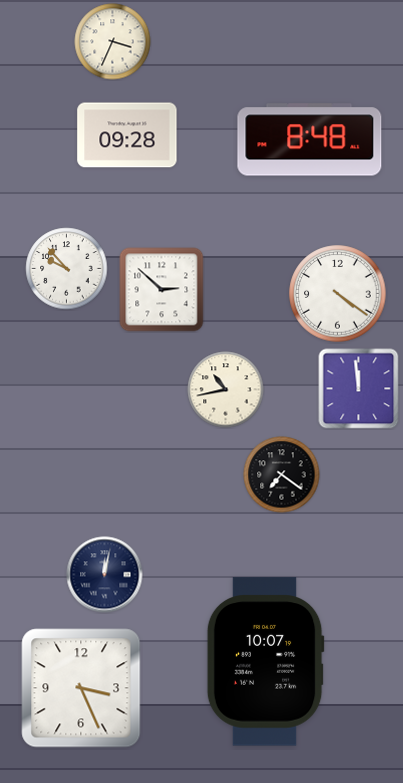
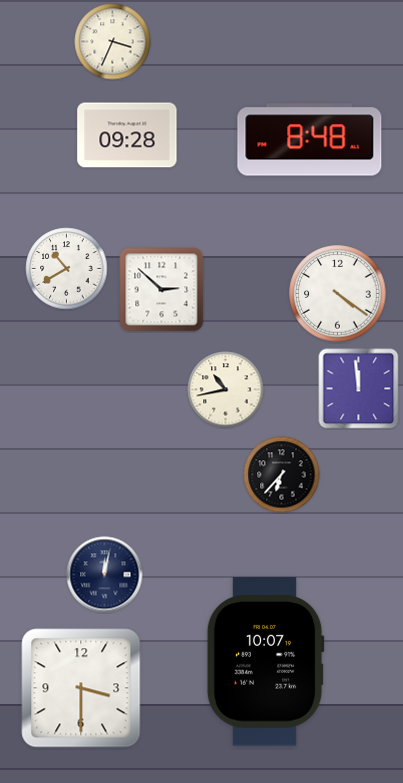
clock at (67, 269): 9:53 -> 10:40
clock at (282, 475): 7:21 -> 6:37
clock at (81, 688): 3:26 -> 3:30
